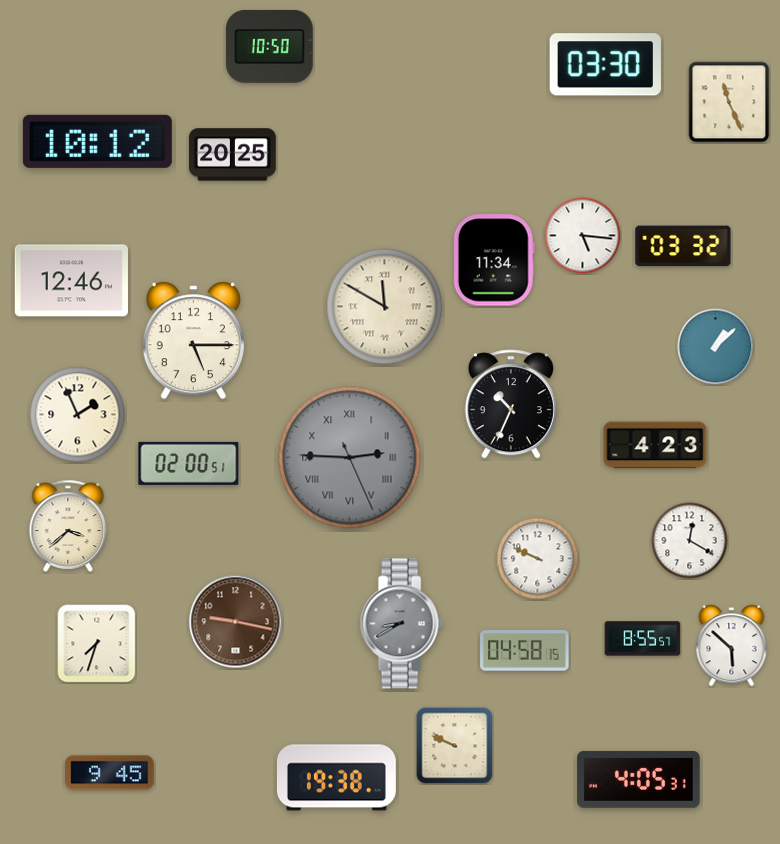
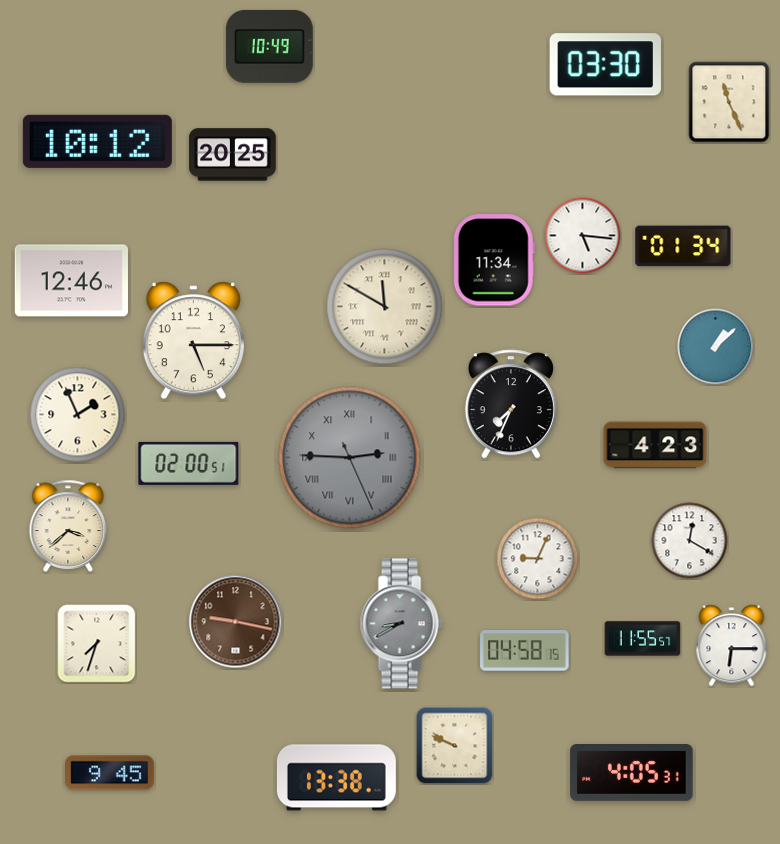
clock at (270, 46): 10:50 -> 10:49
clock at (683, 246): 03:32 -> 01:34
clock at (511, 404): 10:34 -> 7:34
clock at (538, 559): 9:49 -> 9:04
clock at (643, 639): 8:55 -> 11:55
clock at (732, 646): 5:52 -> 6:15
clock at (336, 778): 19:38 -> 13:38
clock at (639, 780) position: (639, 780) -> (632, 773)
